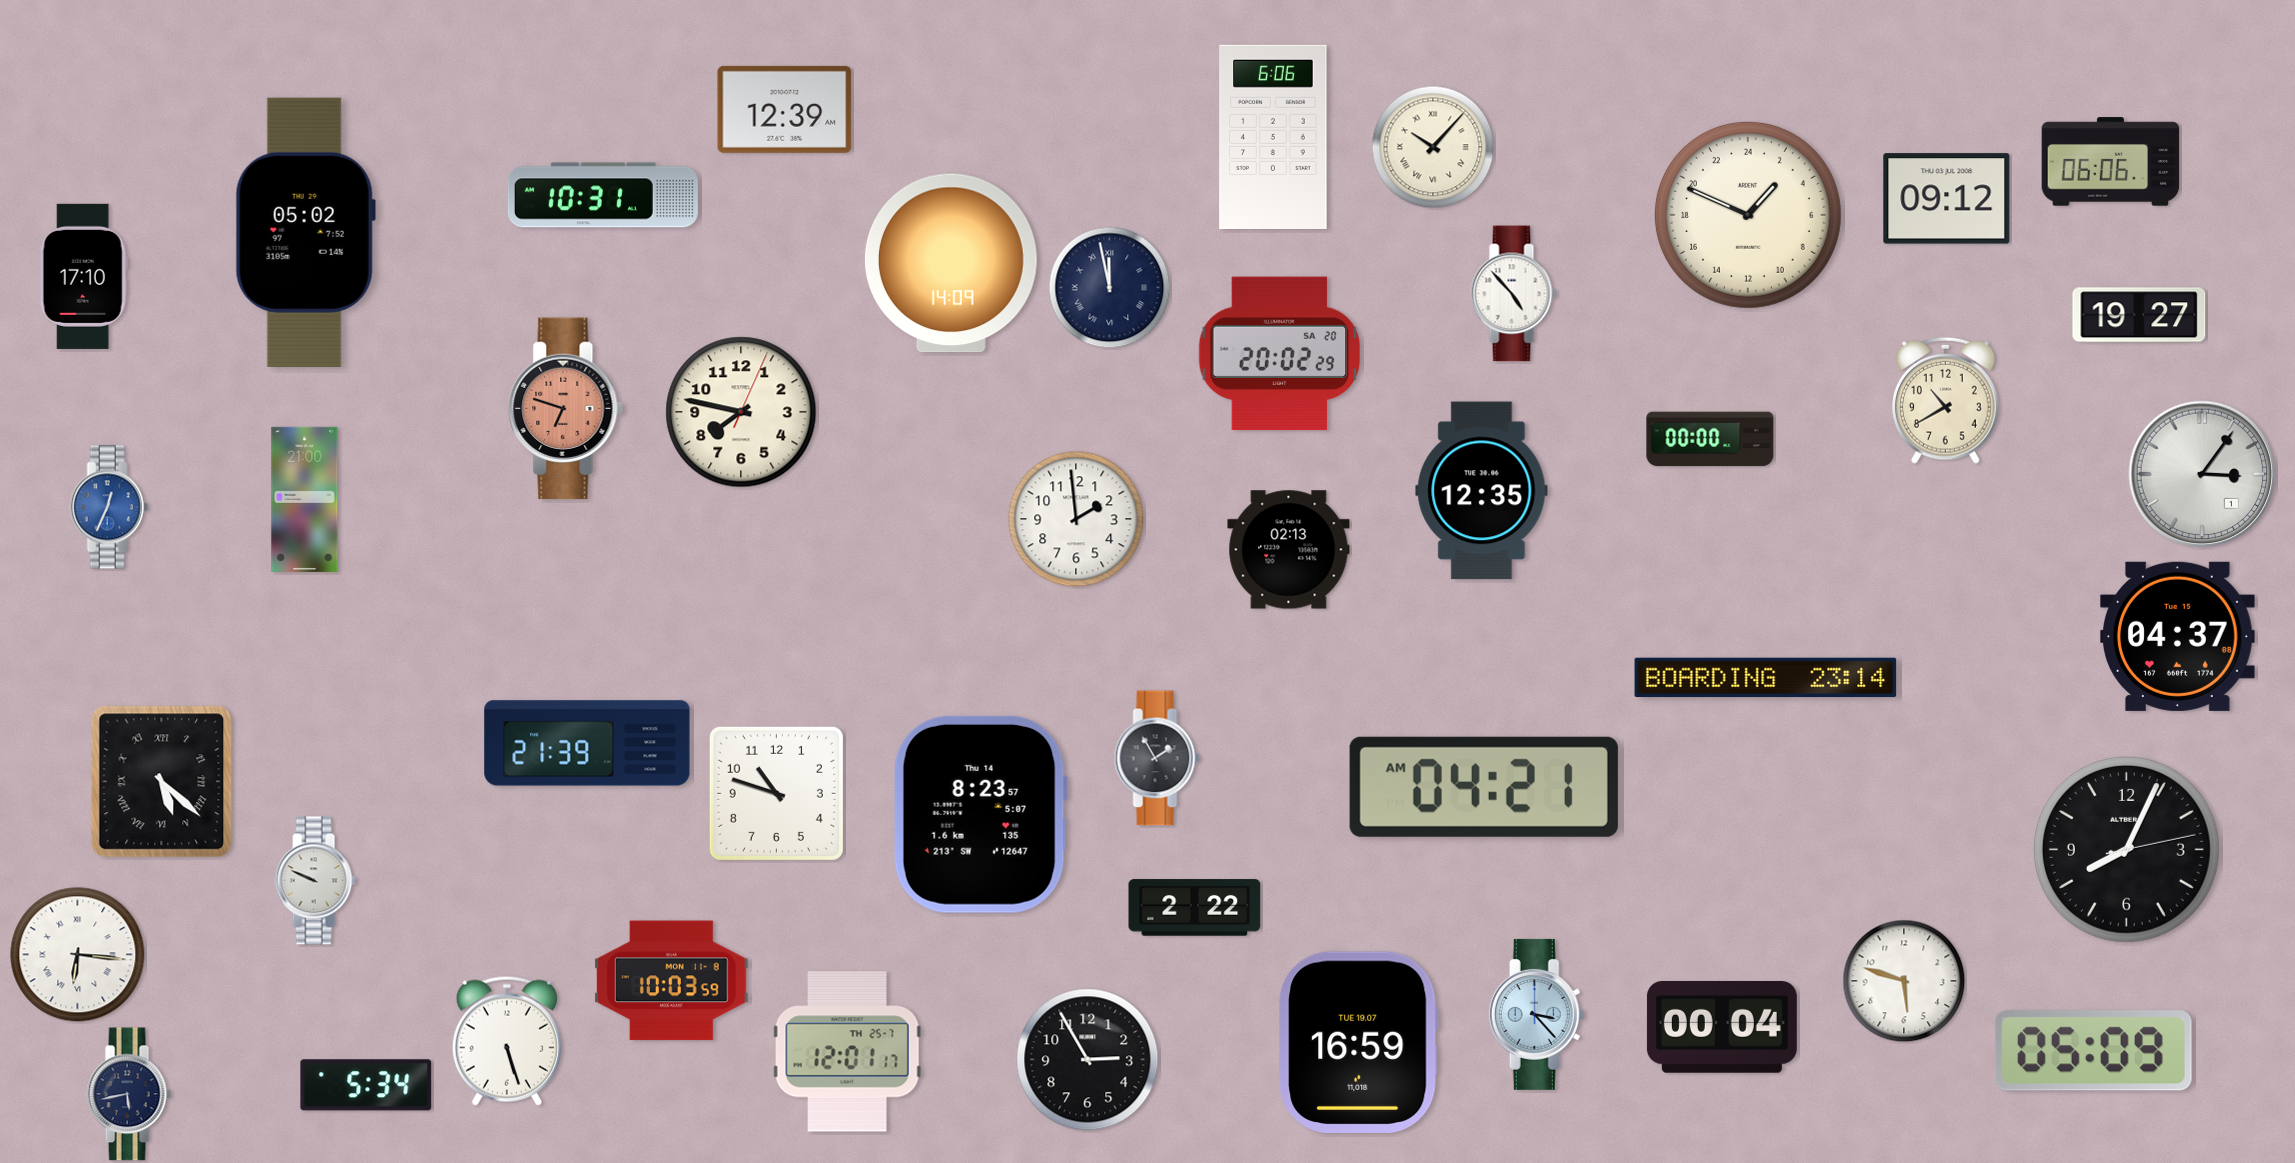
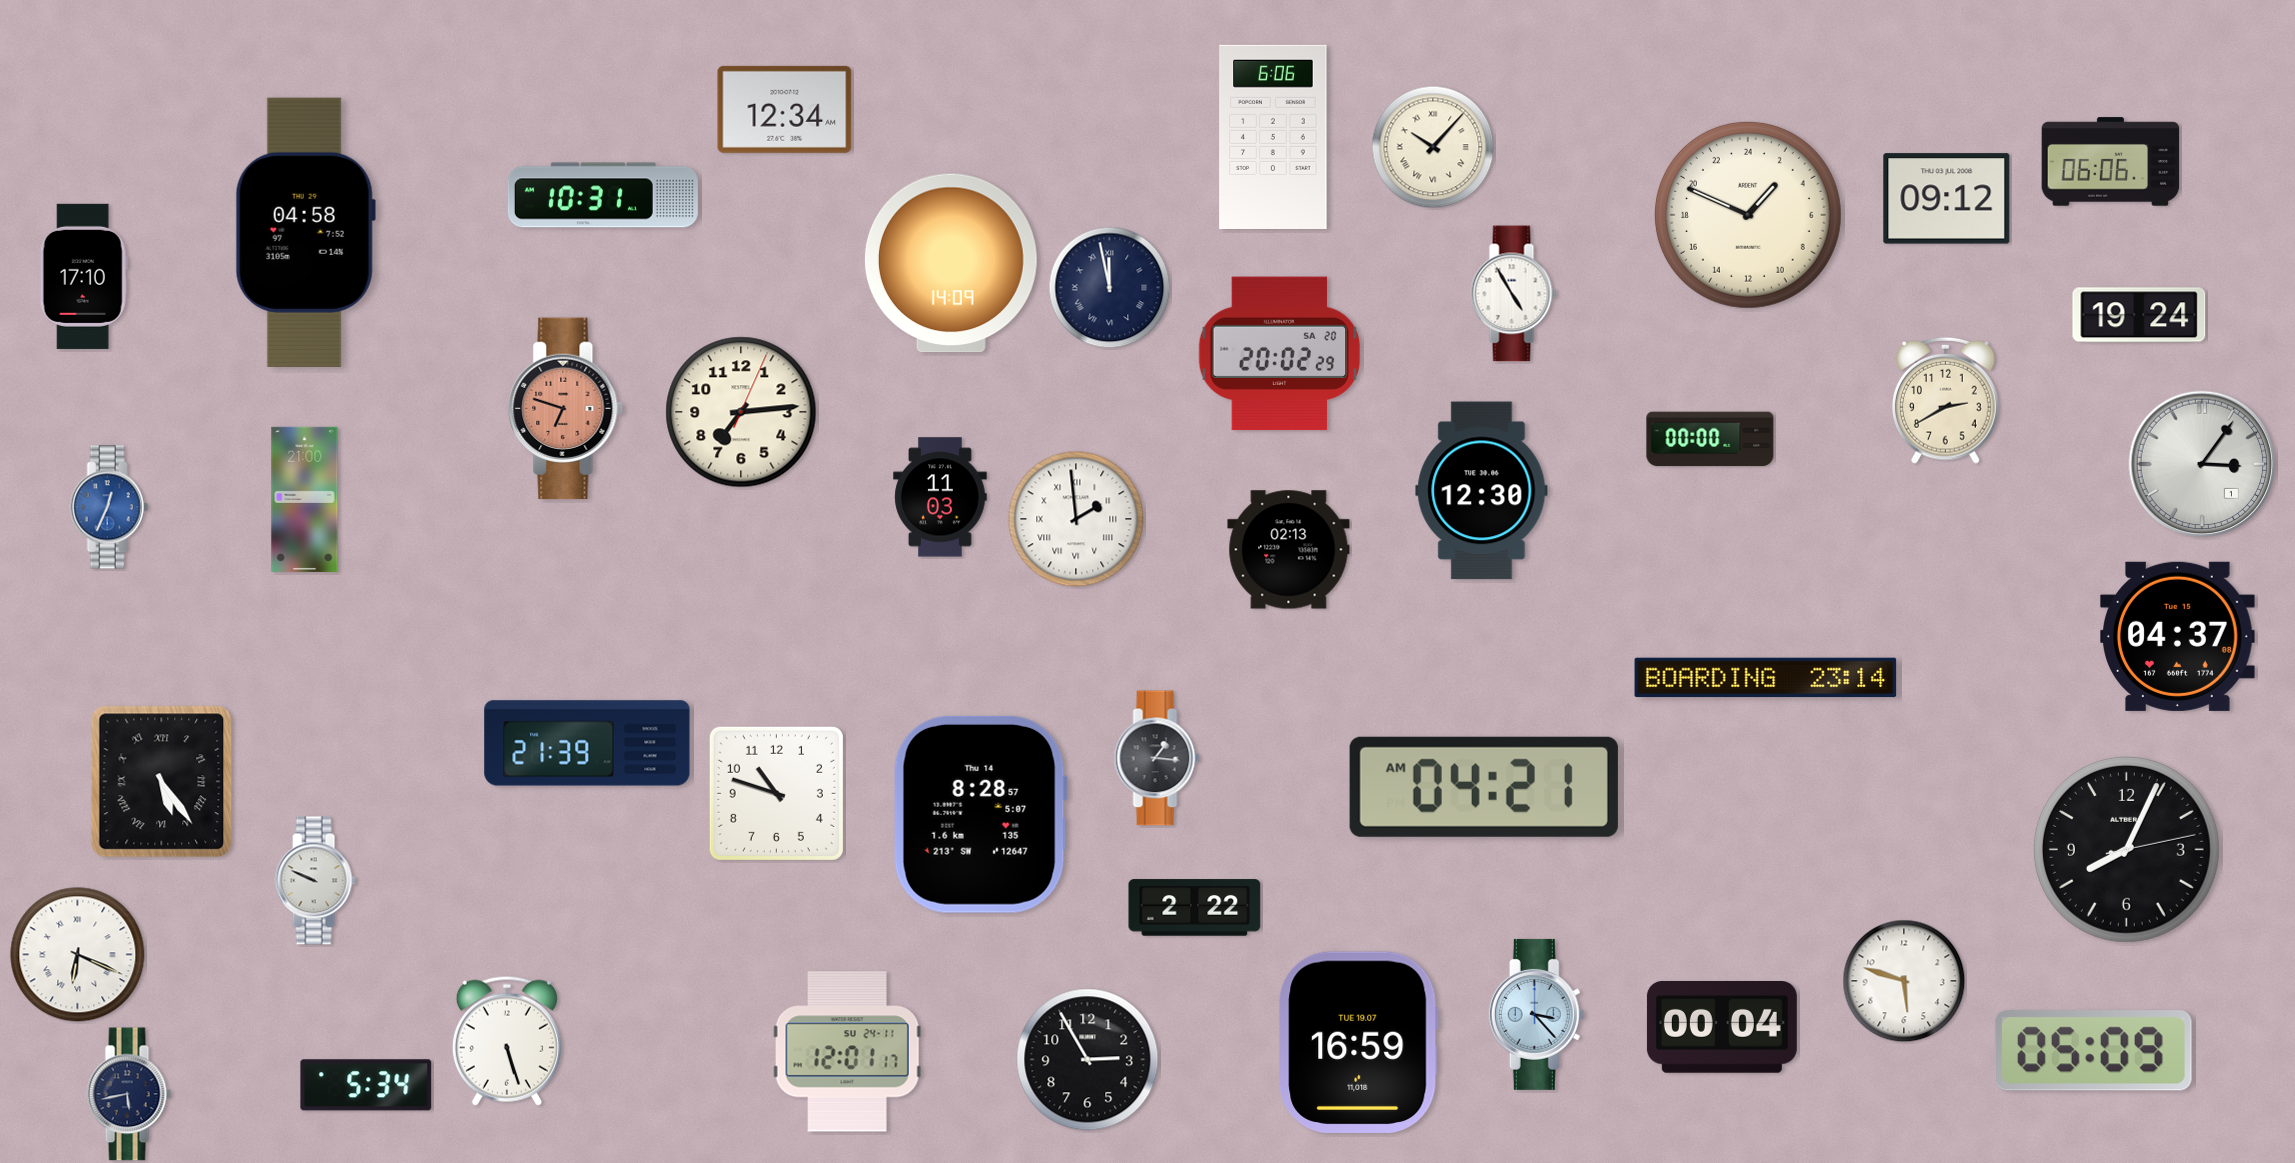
clock at (785, 109): 12:39 -> 12:34
clock at (305, 232): 05:02 -> 04:58
clock at (1514, 294): 4:53 -> 4:55
clock at (2139, 315): 19:27 -> 19:24
clock at (1946, 400): 10:40 -> 2:40
clock at (741, 412): 7:47 -> 7:14
clock at (2202, 474) position: (2202, 474) -> (2202, 464)
clock at (1482, 491): 12:35 -> 12:30
clock at (940, 497): none -> 11:03
clock at (1076, 519) numerals: Arabic -> Roman
clock at (1157, 758): 1:55 -> 1:16
clock at (162, 782): 5:22 -> 5:24
clock at (980, 814): 8:23 -> 8:28
clock at (78, 955): 6:16 -> 6:19
clock at (672, 981): 10:03 -> none
clock at (847, 1052) date: TH 25-7 -> SU 24-11
